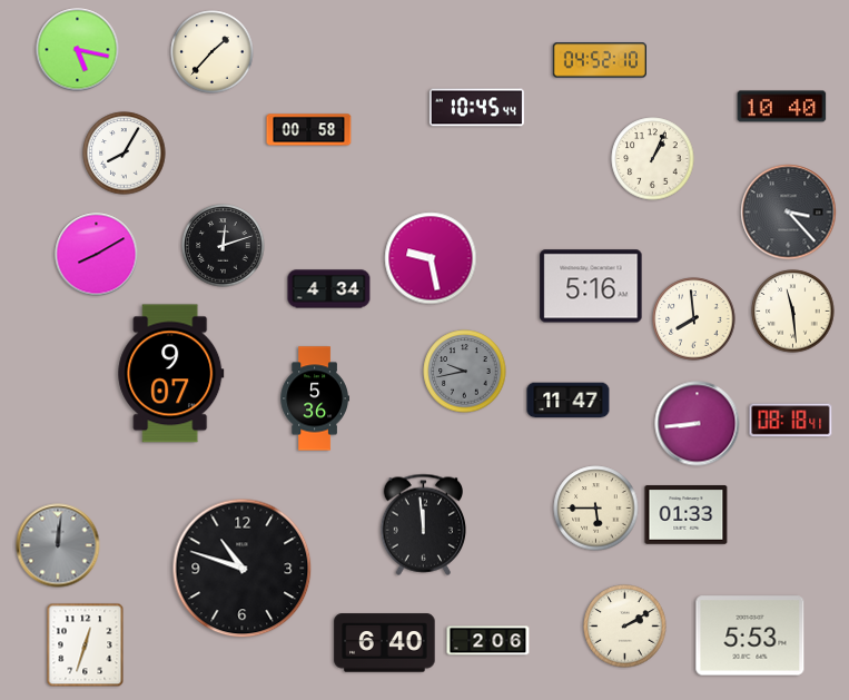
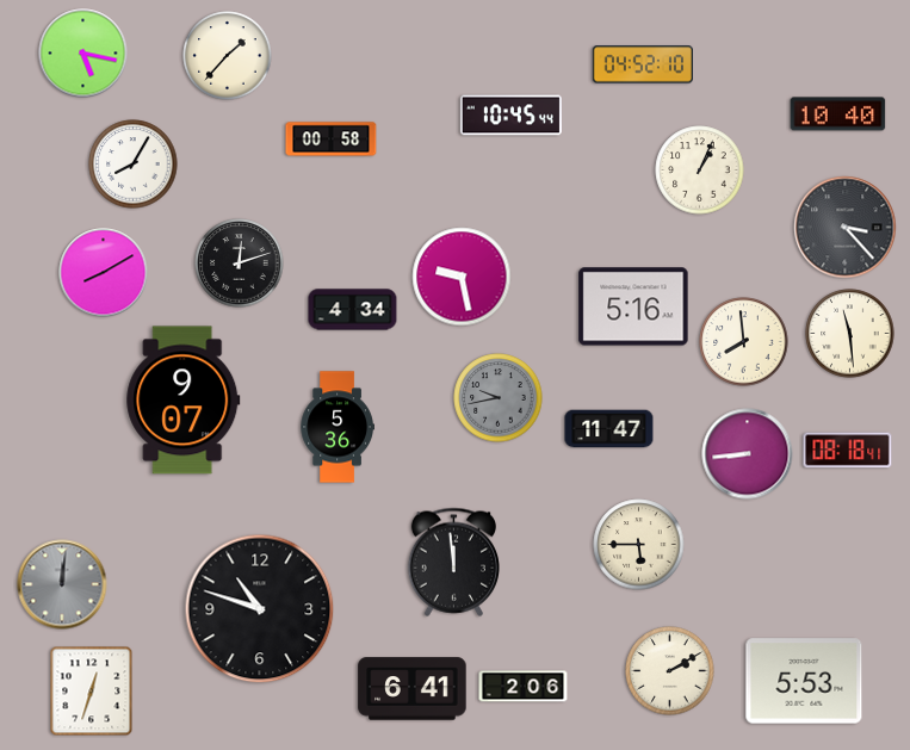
clock at (687, 515): 01:33 -> none
clock at (385, 643): 6:40 -> 6:41
